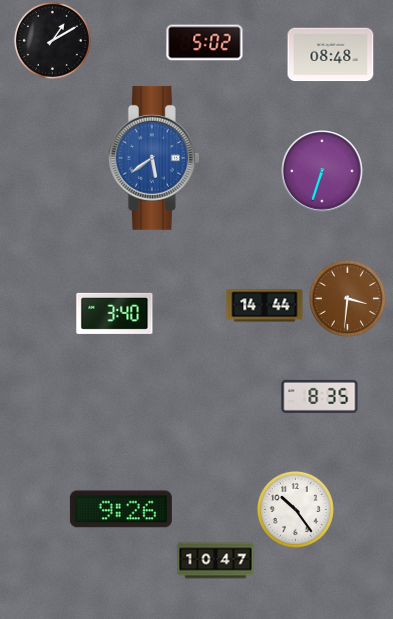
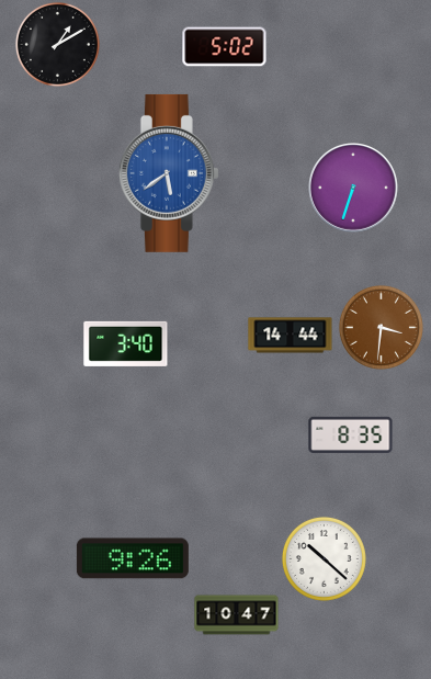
clock at (331, 55): 08:48 -> none
clock at (295, 509): 10:24 -> 10:22
